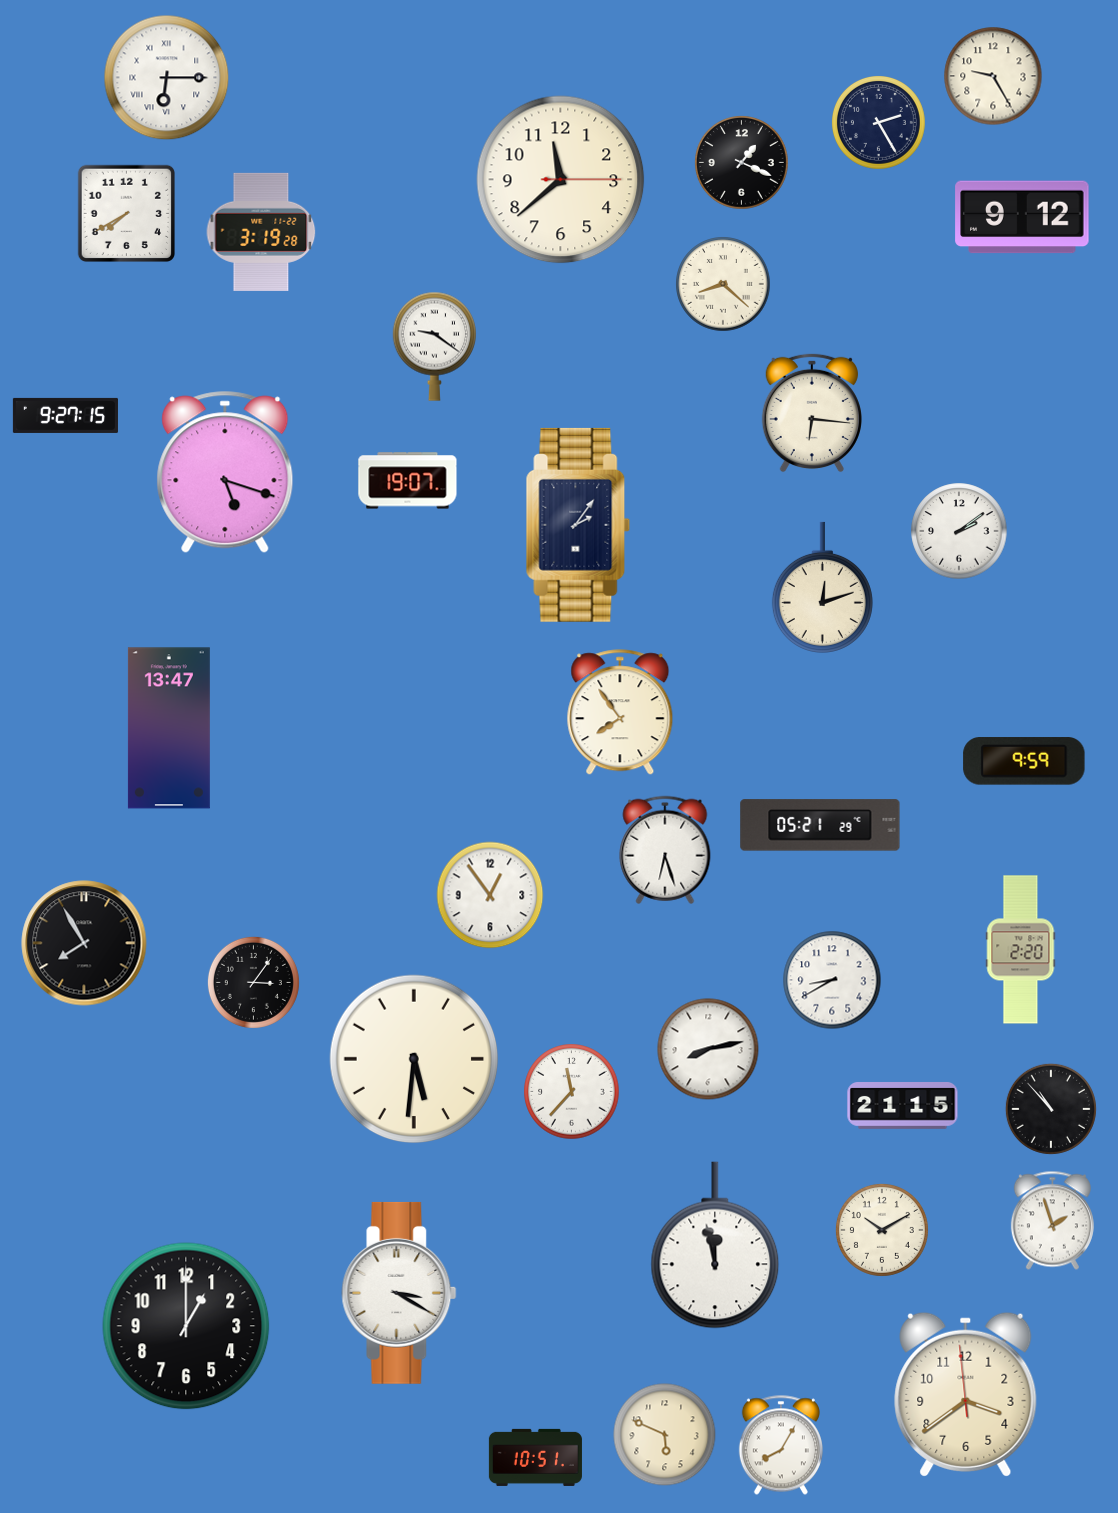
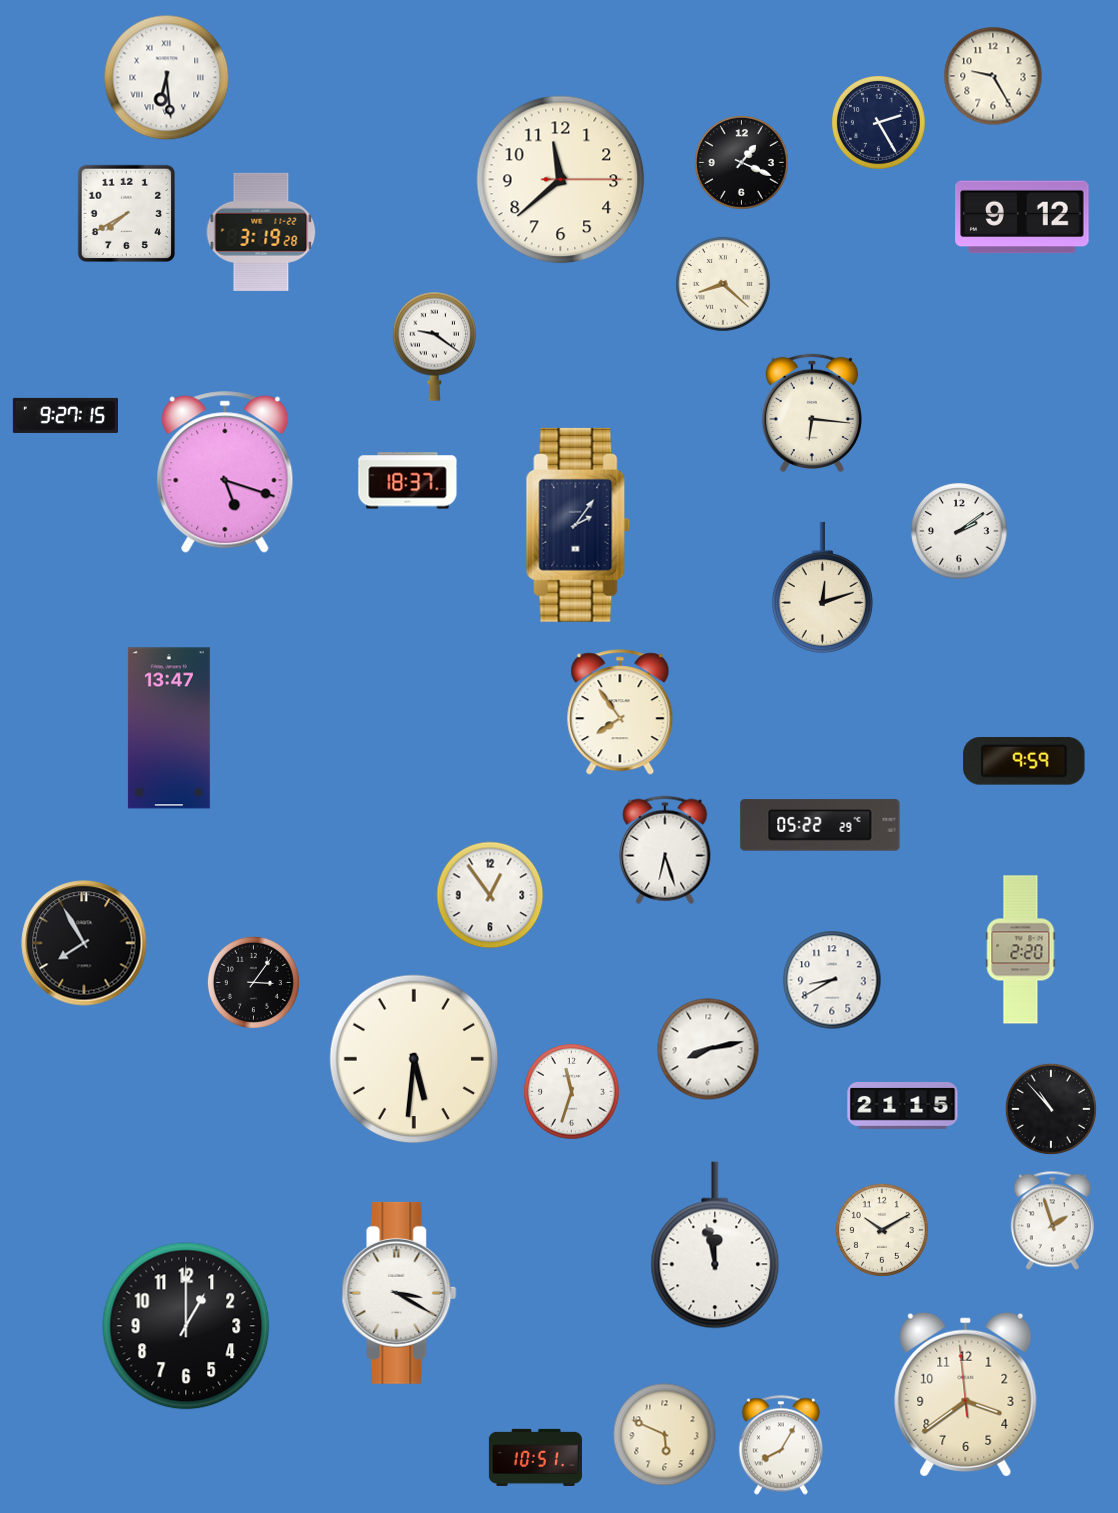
clock at (167, 78): 6:15 -> 6:29
clock at (408, 481): 19:07 -> 18:37
clock at (820, 825): 05:21 -> 05:22
clock at (572, 1092): 11:37 -> 11:33
